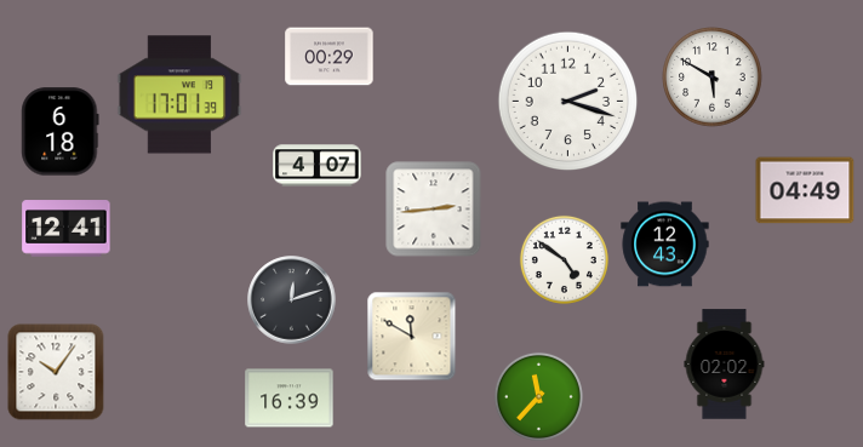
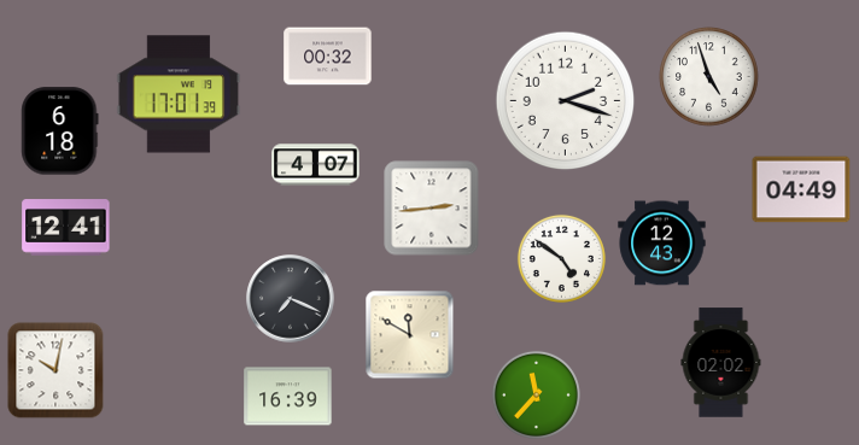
clock at (330, 57): 00:29 -> 00:32
clock at (713, 78): 5:50 -> 4:57
clock at (292, 300): 12:12 -> 7:19
clock at (56, 372): 10:06 -> 10:02
